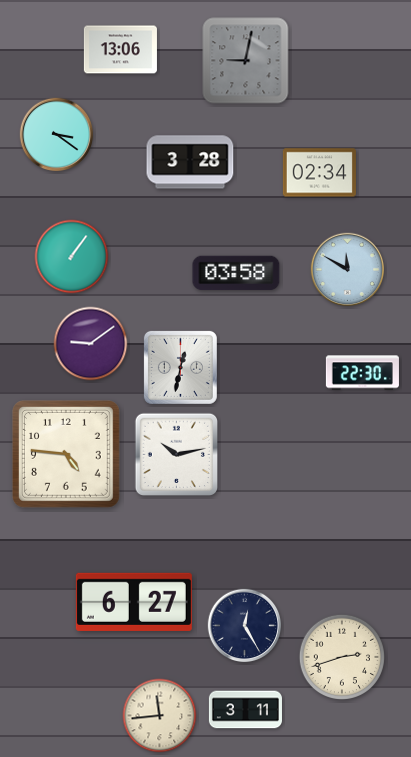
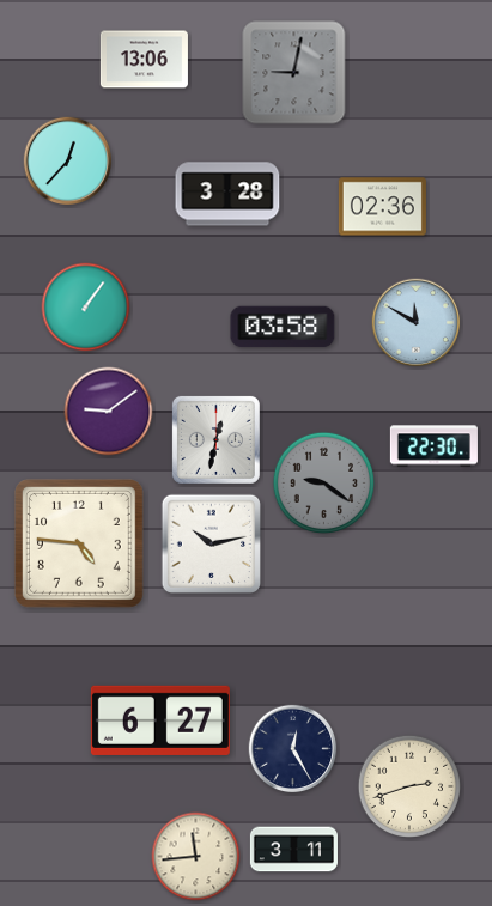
clock at (57, 135): 3:21 -> 12:37
clock at (319, 173): 02:34 -> 02:36
clock at (324, 484): none -> 9:21
clock at (160, 716) position: (160, 716) -> (196, 857)
